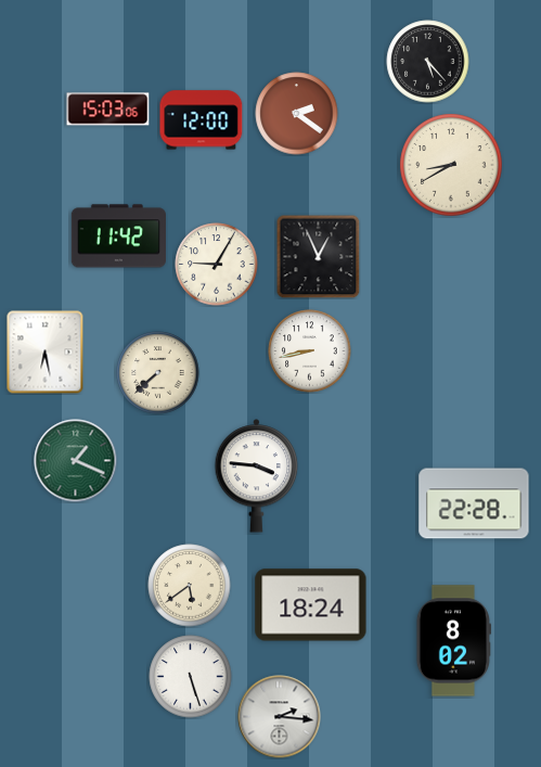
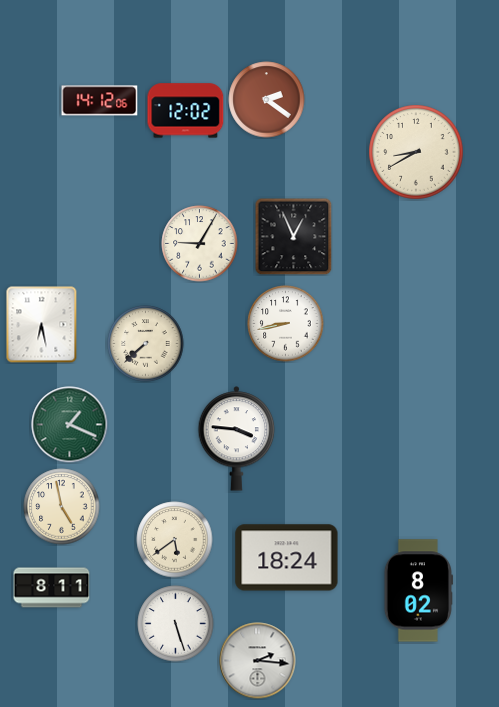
clock at (428, 62): 5:23 -> none
clock at (108, 110): 15:03 -> 14:12
clock at (297, 114) position: (297, 114) -> (267, 100)
clock at (202, 120): 12:00 -> 12:02
clock at (118, 237): 11:42 -> none
clock at (474, 503): 22:28 -> none
clock at (62, 507): none -> 4:58
clock at (52, 588): none -> 8:11
